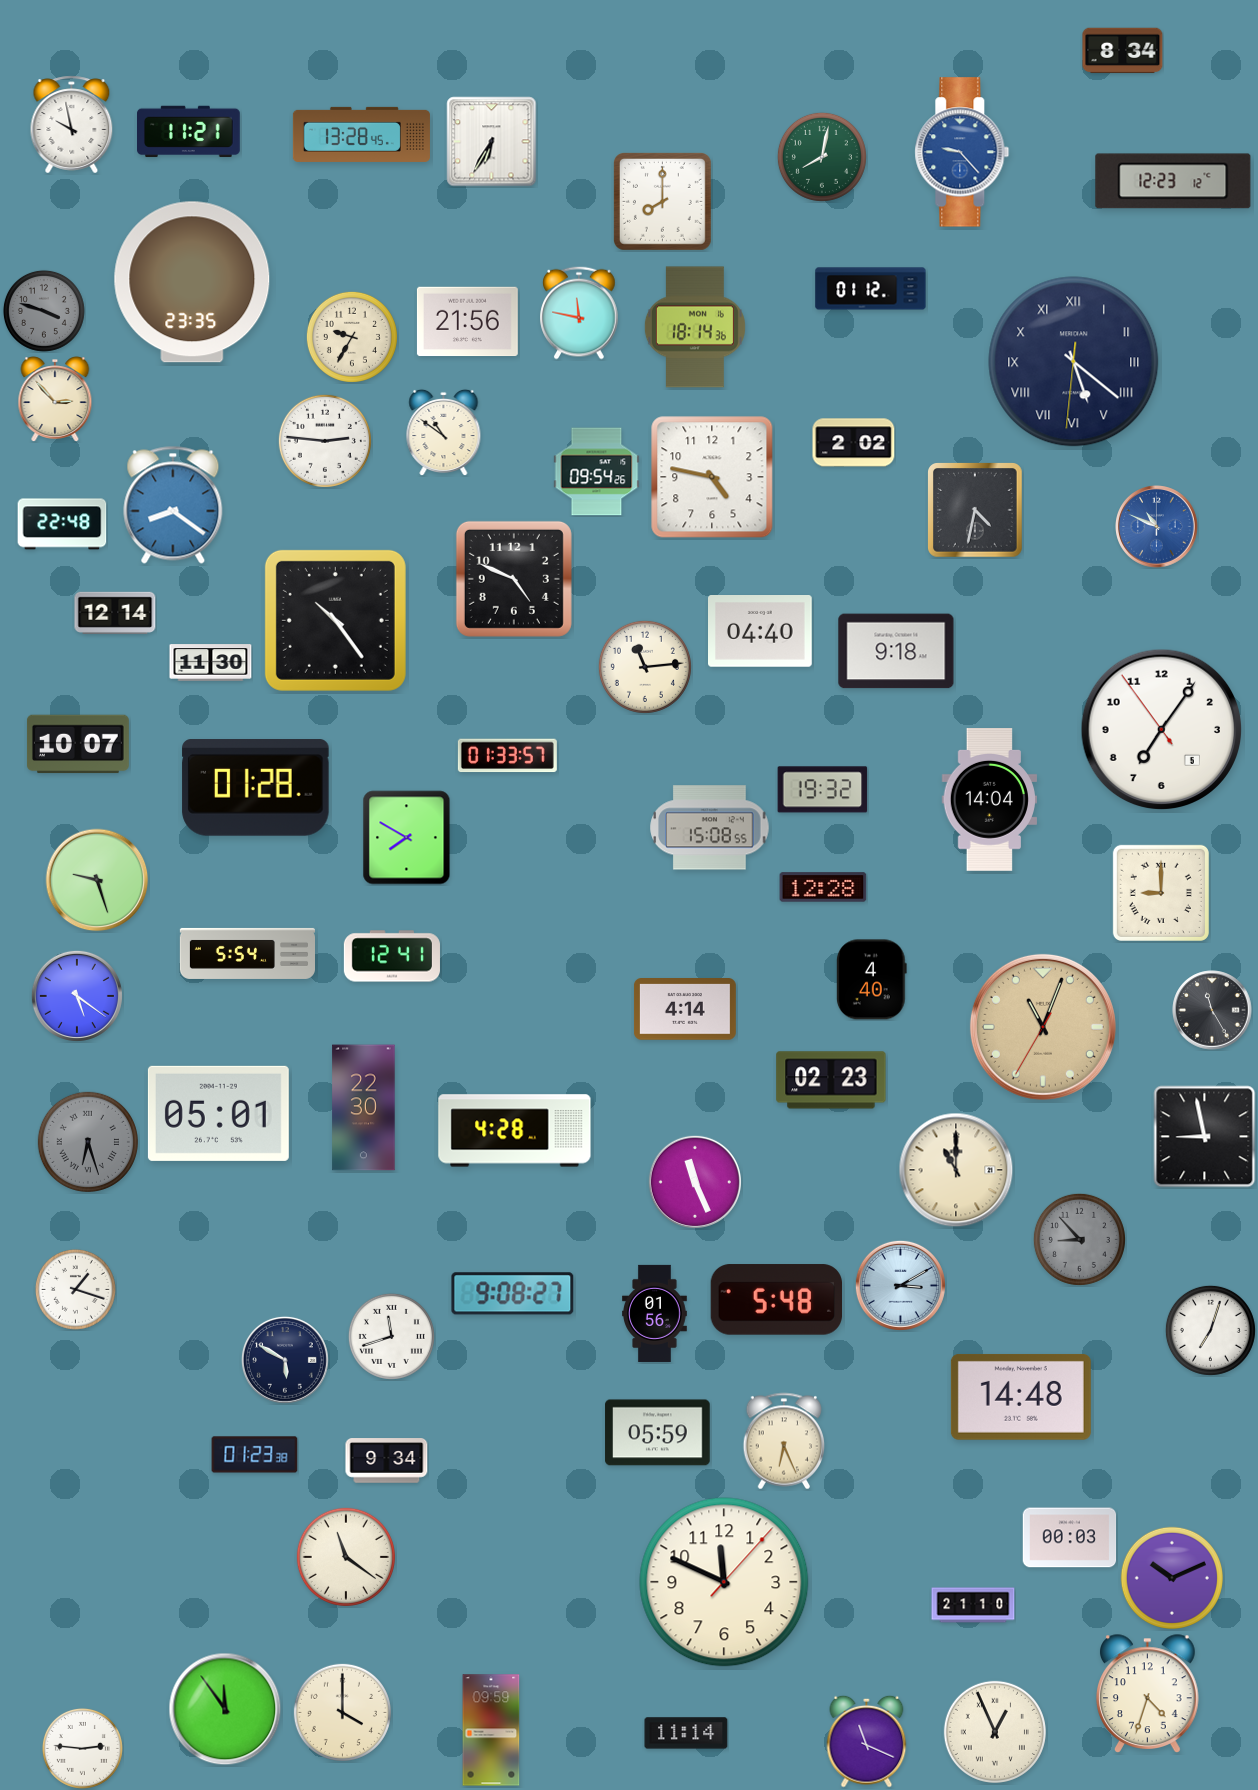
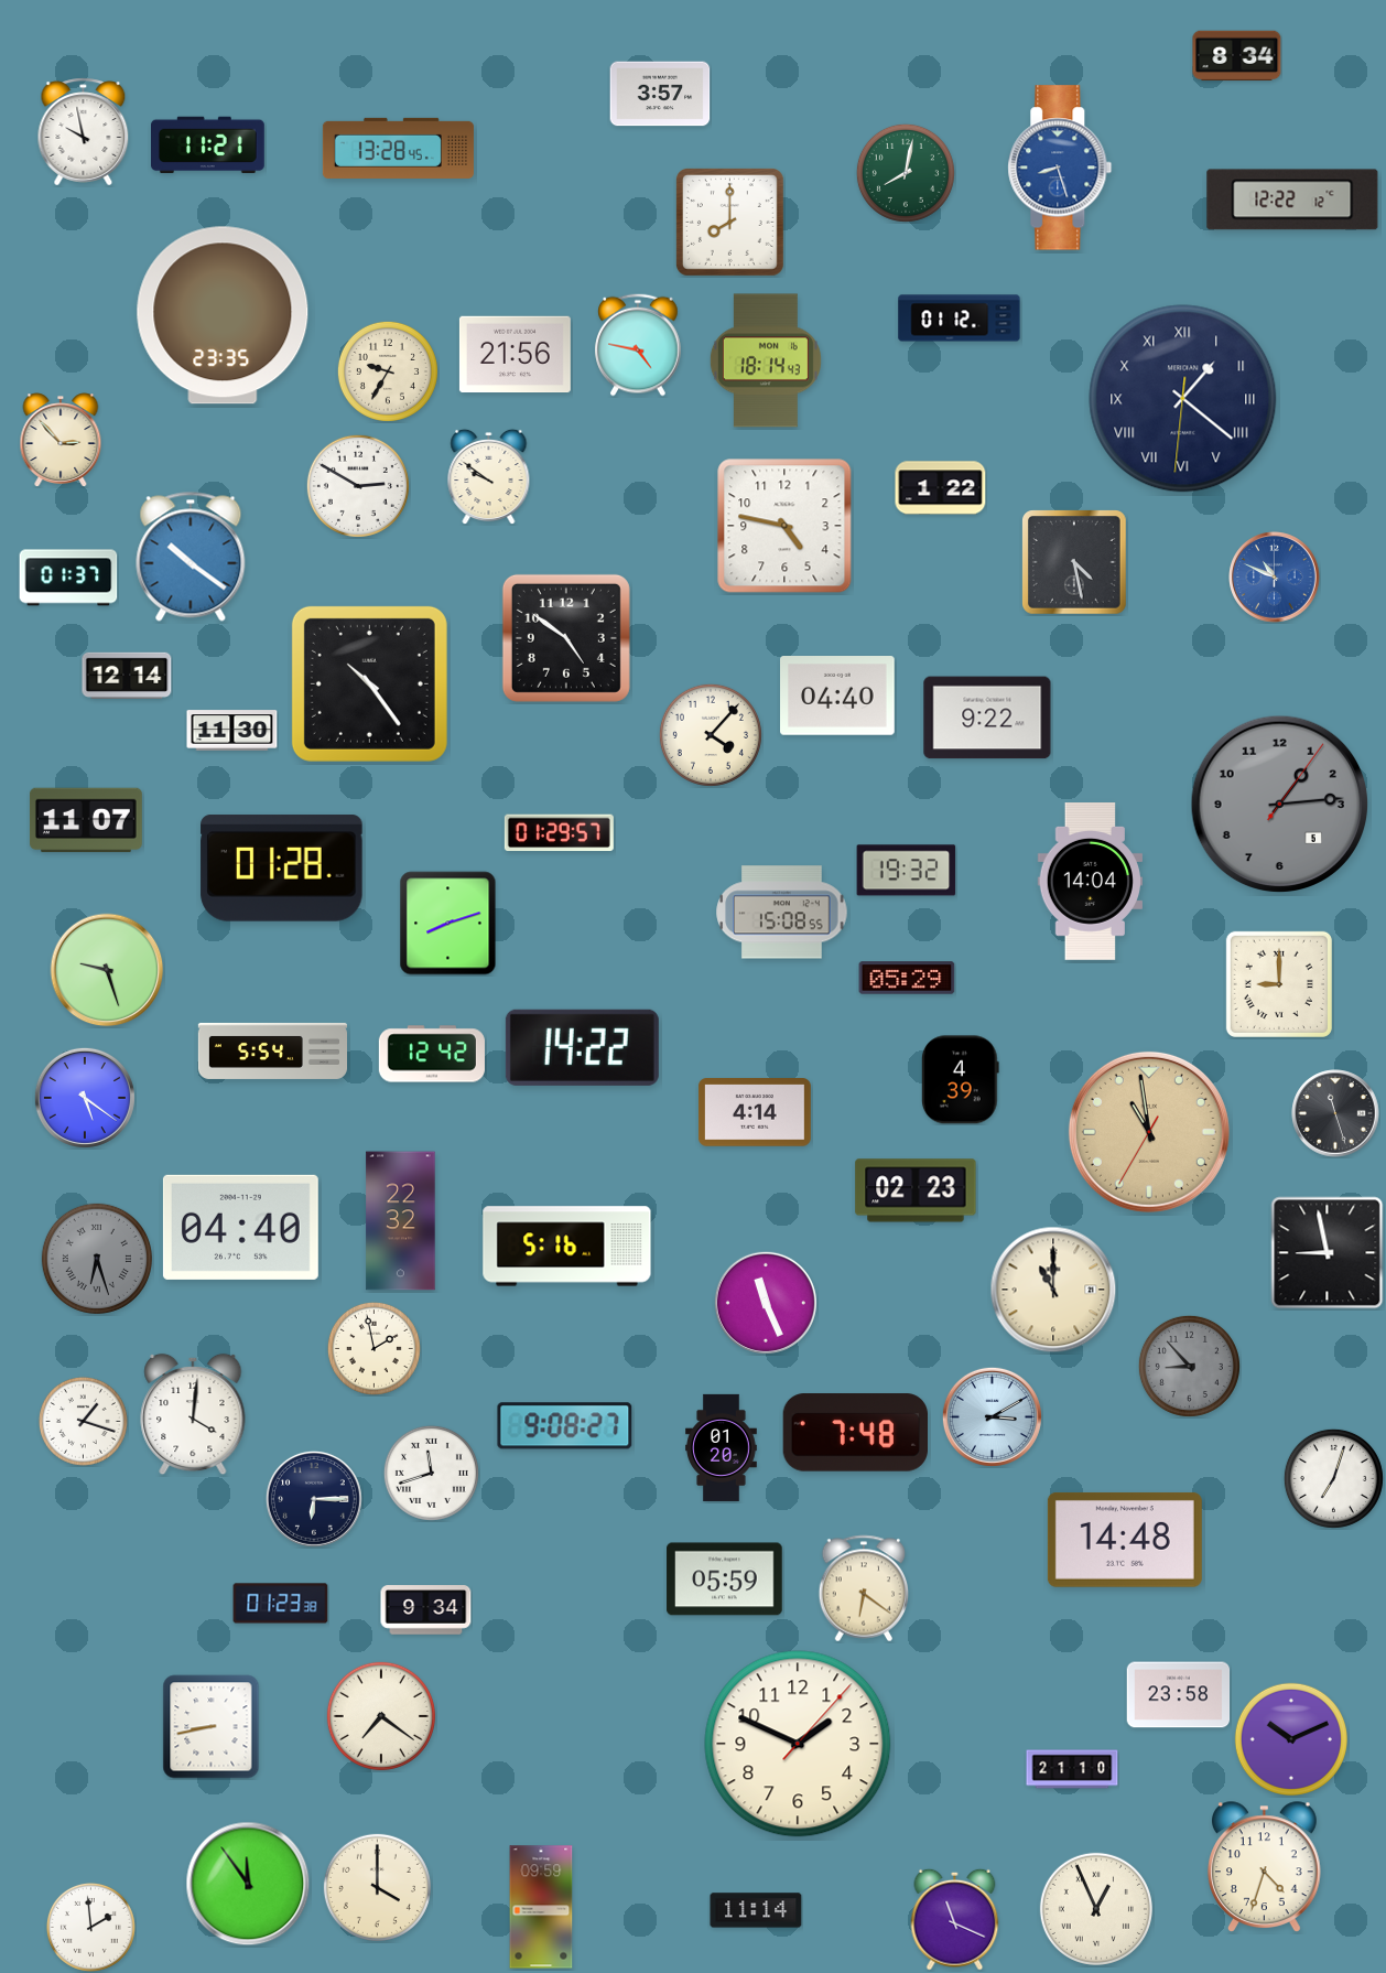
clock at (660, 94): none -> 3:57
clock at (72, 125) position: (72, 125) -> (84, 132)
clock at (492, 142): 6:35 -> none
clock at (962, 152): 9:23 -> 8:27
clock at (1173, 181): 12:23 -> 12:22
clock at (192, 282) position: (192, 282) -> (223, 315)
clock at (44, 311): 3:48 -> none
clock at (579, 313): 11:47 -> 4:47
clock at (695, 327): 18:14:36 -> 18:14:43
clock at (1074, 362): 5:21 -> 1:21
clock at (444, 432): 10:51 -> 9:51
clock at (325, 441): 2:46 -> 2:50
clock at (854, 443): 2:02 -> 1:22
clock at (597, 472): 09:54 -> none
clock at (173, 505): 8:21 -> 10:21
clock at (975, 510): 4:32 -> 4:28
clock at (62, 524): 22:48 -> 01:37
clock at (1157, 527) position: (1157, 527) -> (1275, 578)
clock at (514, 579): 4:49 -> 4:51
clock at (896, 651): 9:18 -> 9:22
clock at (645, 667): 11:14 -> 4:07
clock at (1162, 730): 7:05 -> 1:14
clock at (1162, 730) dial: white -> grey
clock at (78, 744): 10:07 -> 11:07
clock at (507, 756): 01:33 -> 01:29
clock at (407, 838): 7:50 -> 8:12
clock at (823, 887): 12:28 -> 05:29
clock at (582, 1047): none -> 14:22
clock at (392, 956): 12:41 -> 12:42
clock at (871, 980): 4:40 -> 4:39
clock at (1212, 1010): 11:25 -> 11:27
clock at (1043, 1027): 11:03 -> 10:58
clock at (364, 1108): 22:30 -> 22:32
clock at (218, 1113): 05:01 -> 04:40
clock at (515, 1131): 4:28 -> 5:16
clock at (373, 1348): none -> 1:58
clock at (193, 1414): none -> 4:01
clock at (776, 1300): 5:48 -> 7:48
clock at (655, 1313): 01:56 -> 01:20
clock at (1210, 1330) position: (1210, 1330) -> (1333, 1478)
clock at (285, 1360): 5:50 -> 6:15
clock at (784, 1441): 6:26 -> 6:21
clock at (1070, 1538): 00:03 -> 23:58
clock at (346, 1557): 11:21 -> 7:21
clock at (212, 1727): none -> 8:43
clock at (724, 1582): 11:49 -> 1:49
clock at (82, 1748): 2:46 -> 1:59
